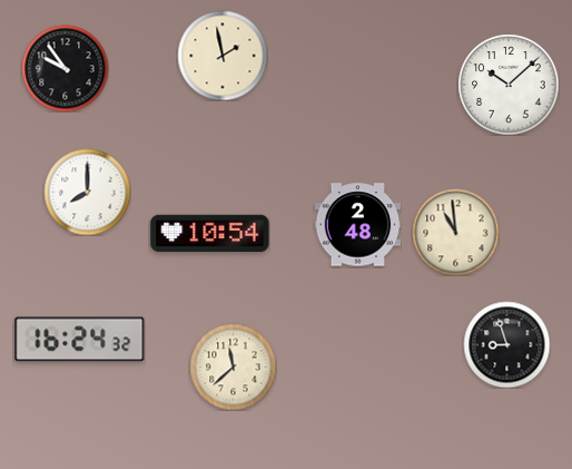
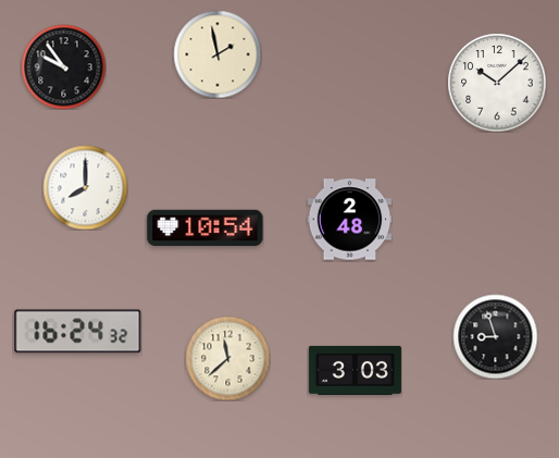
clock at (455, 232): 10:59 -> none
clock at (355, 370): none -> 3:03
